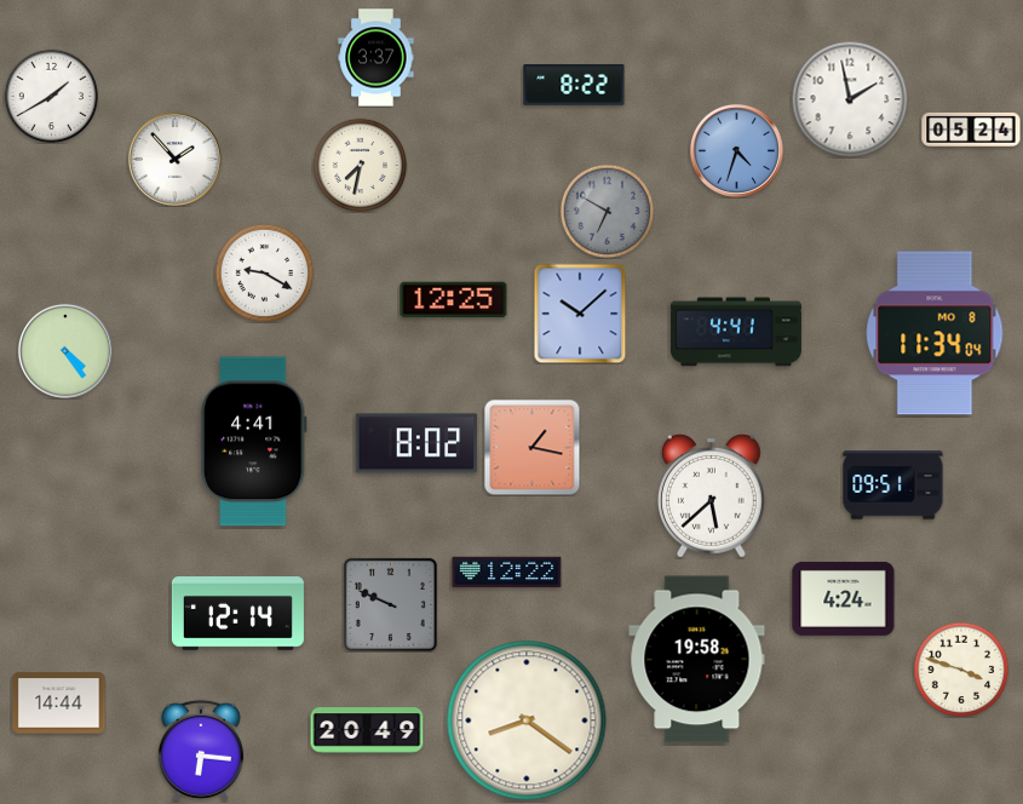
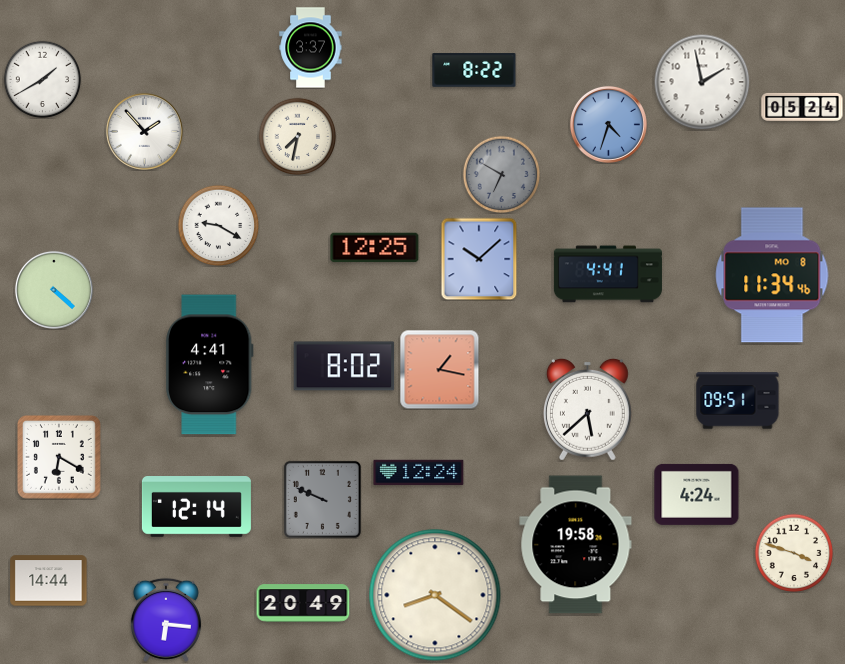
clock at (935, 333): 11:34:04 -> 11:34:46
clock at (65, 351): 4:24 -> 4:22
clock at (59, 457): none -> 6:20
clock at (507, 573): 12:22 -> 12:24
